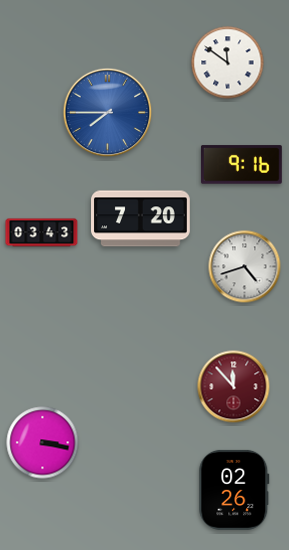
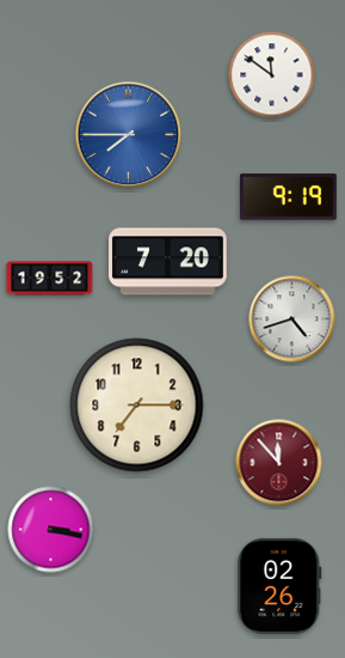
clock at (241, 165): 9:16 -> 9:19
clock at (42, 233): 03:43 -> 19:52
clock at (137, 406): none -> 7:15
